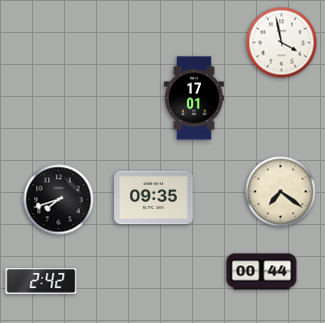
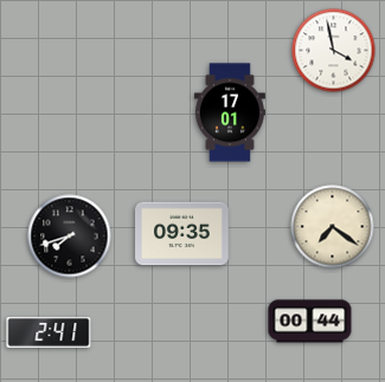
clock at (194, 98) position: (194, 98) -> (230, 112)
clock at (41, 282): 2:42 -> 2:41
